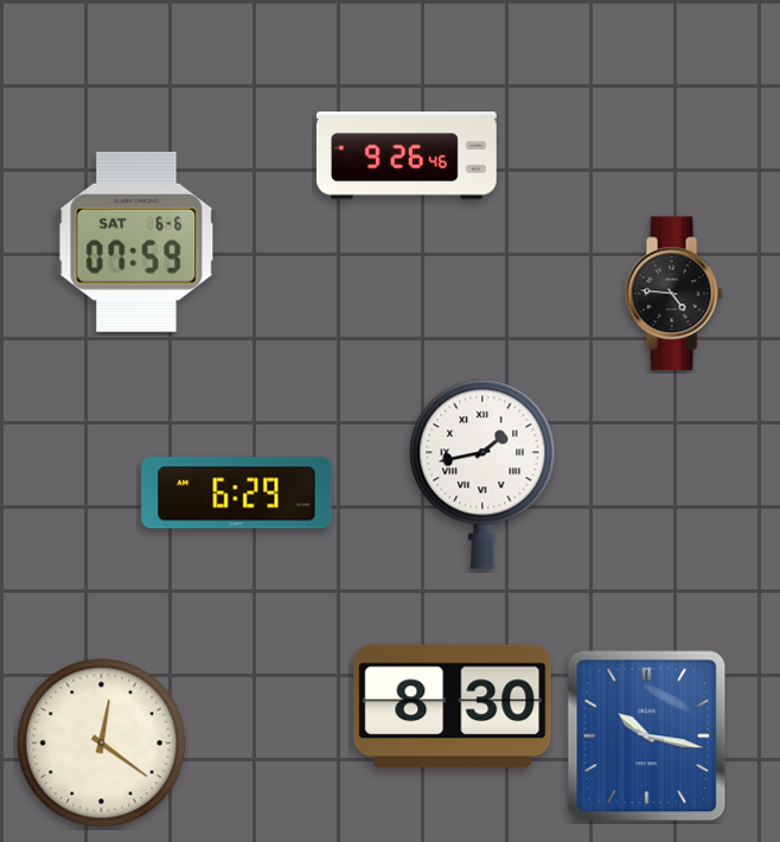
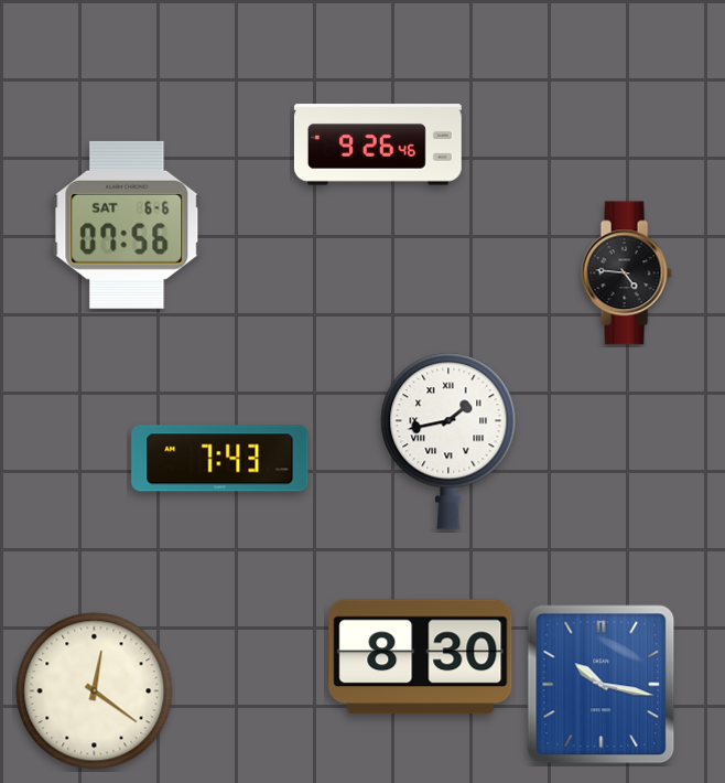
clock at (136, 242): 07:59 -> 07:56
clock at (237, 493): 6:29 -> 7:43
